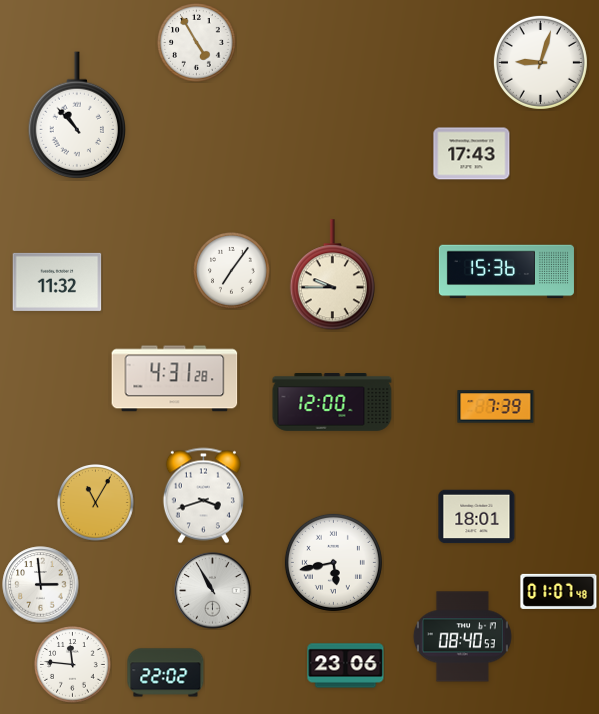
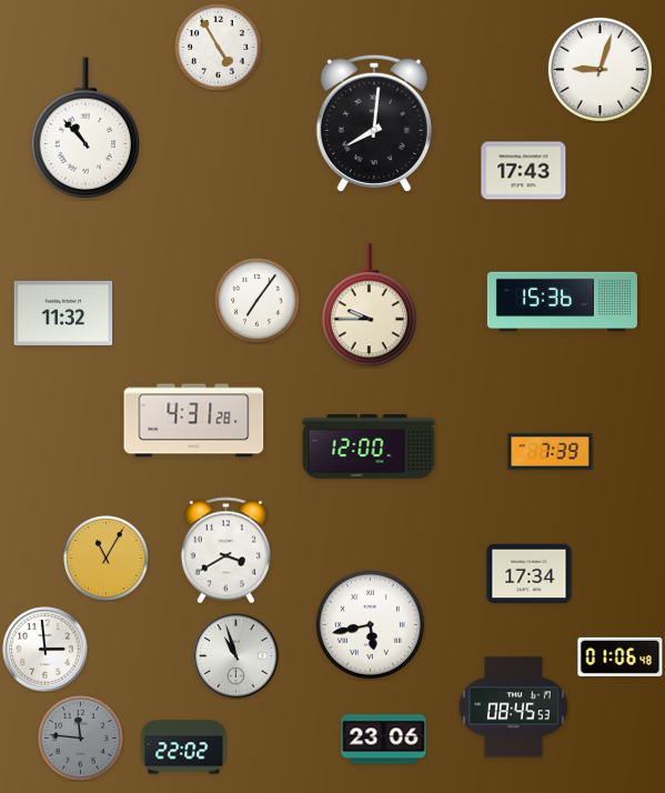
clock at (374, 123): none -> 8:01
clock at (203, 496): 3:42 -> 3:40
clock at (477, 517): 18:01 -> 17:34
clock at (213, 591): 10:55 -> 10:57
clock at (559, 591): 01:07 -> 01:06
clock at (462, 637): 08:40 -> 08:45
clock at (73, 665) dial: white -> grey
